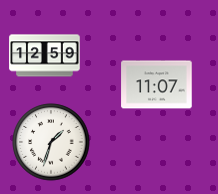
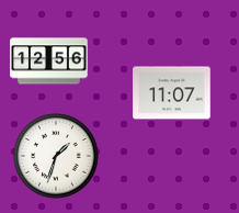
clock at (45, 56): 12:59 -> 12:56
